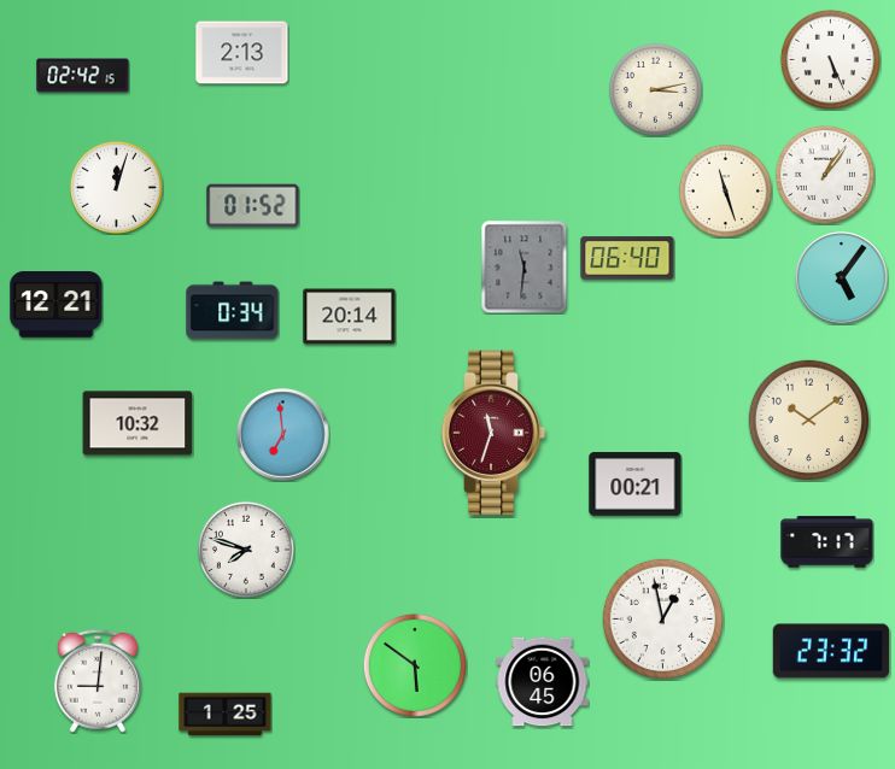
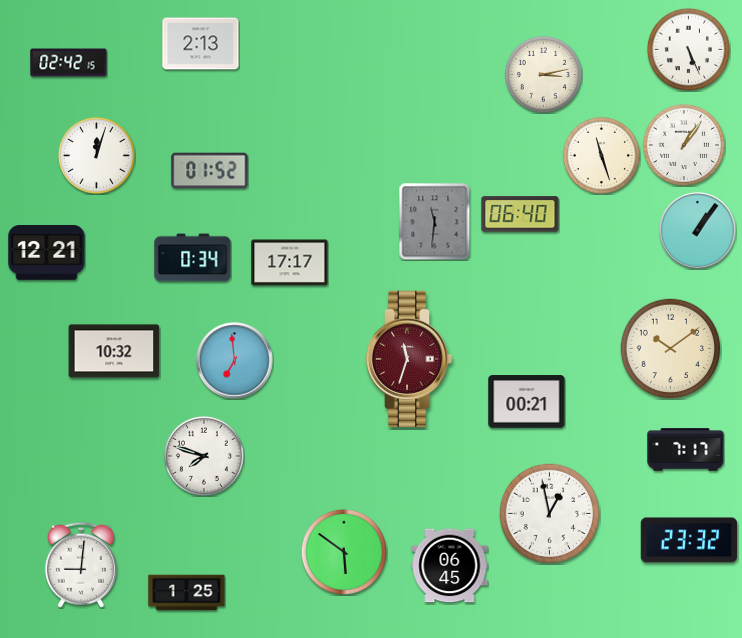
clock at (725, 190) position: (725, 190) -> (601, 155)
clock at (842, 278): 5:06 -> 1:06
clock at (350, 317): 20:14 -> 17:17
